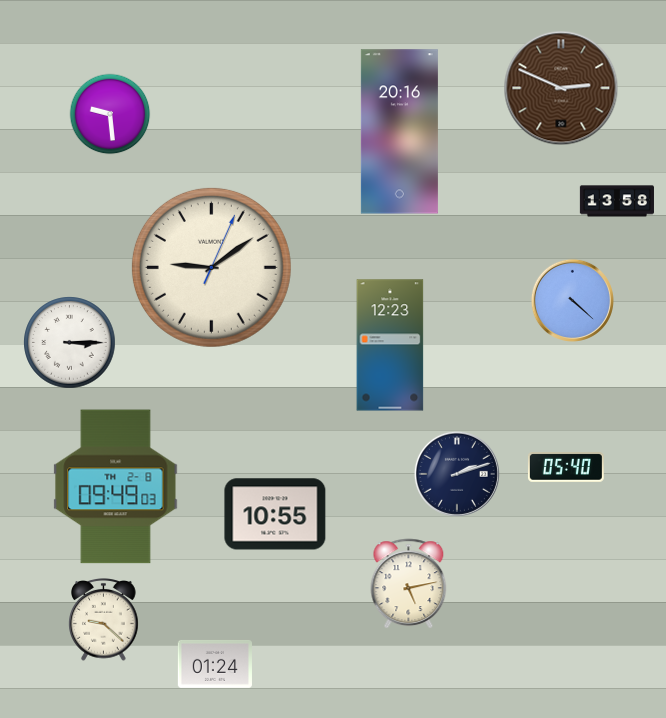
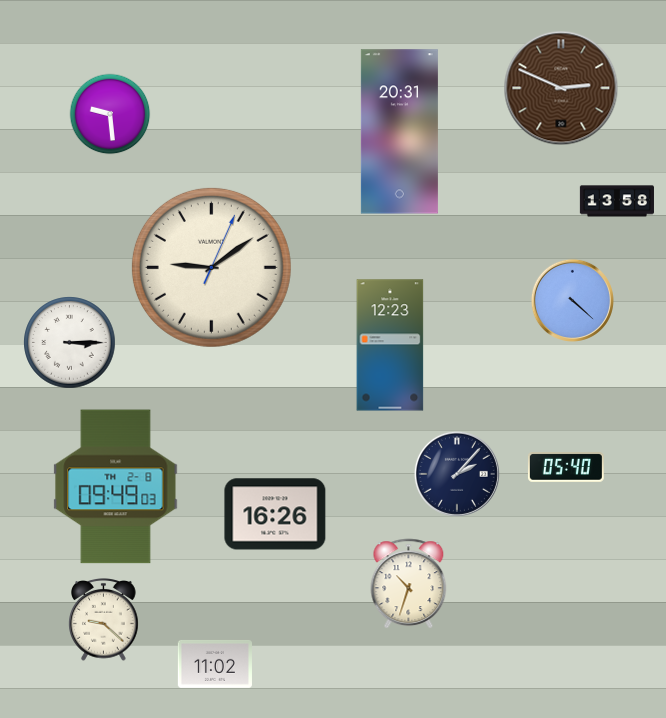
clock at (399, 132): 20:16 -> 20:31
clock at (457, 474): 2:12 -> 2:07
clock at (275, 514): 10:55 -> 16:26
clock at (409, 584): 5:13 -> 10:33
clock at (215, 664): 01:24 -> 11:02
